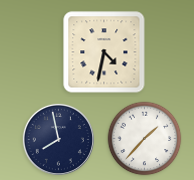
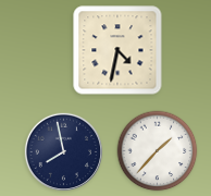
clock at (104, 52) position: (104, 52) -> (117, 50)
